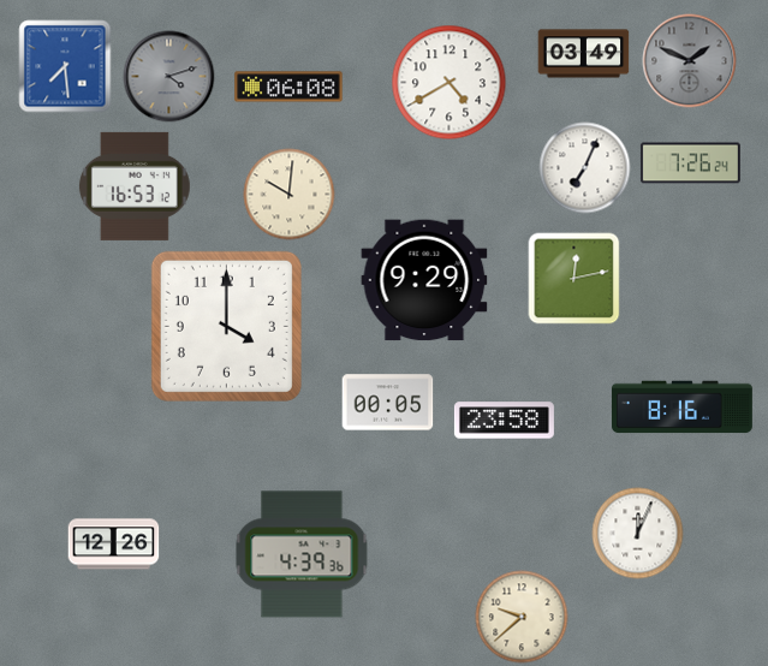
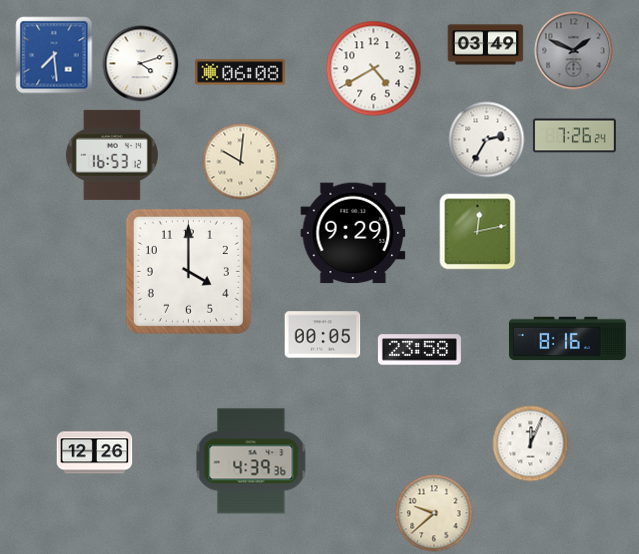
clock at (169, 77) dial: grey -> white
clock at (585, 168): 7:04 -> 2:35
